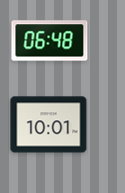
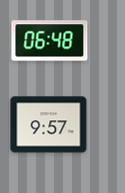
clock at (49, 125): 10:01 -> 9:57
